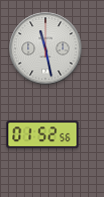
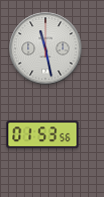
clock at (43, 135): 01:52 -> 01:53
